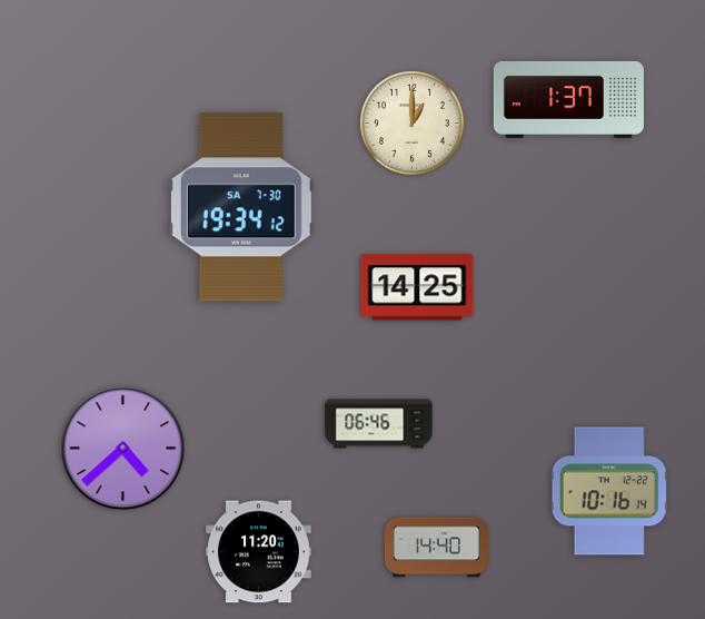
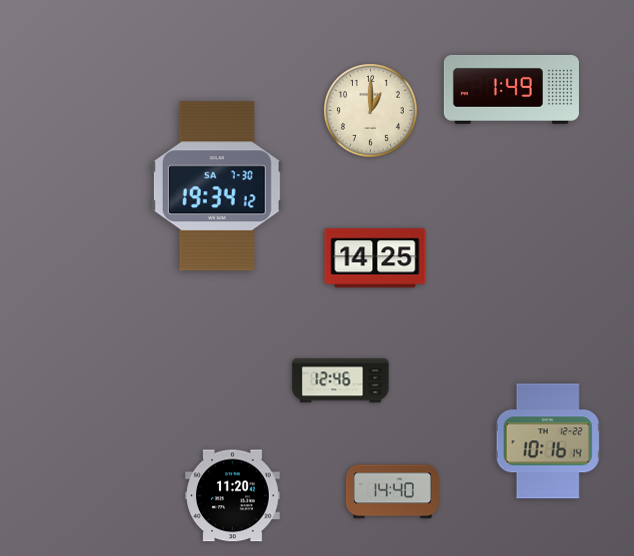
clock at (568, 99): 1:37 -> 1:49
clock at (379, 424): 06:46 -> 12:46
clock at (123, 449): 4:38 -> none
